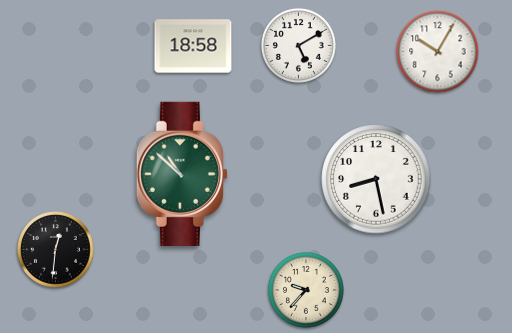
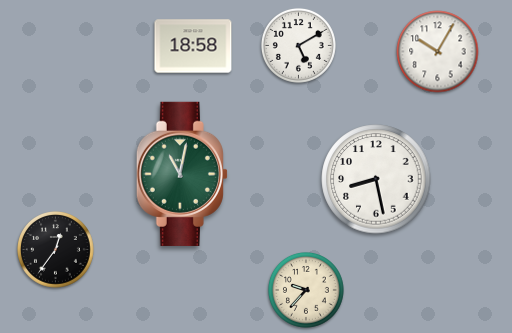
clock at (182, 174): 10:52 -> 11:02
clock at (56, 250): 12:31 -> 12:36
